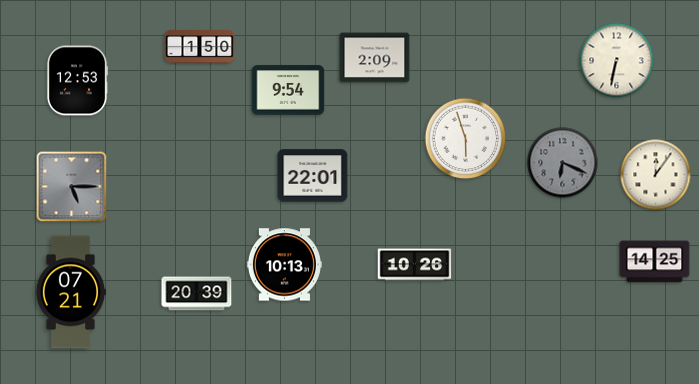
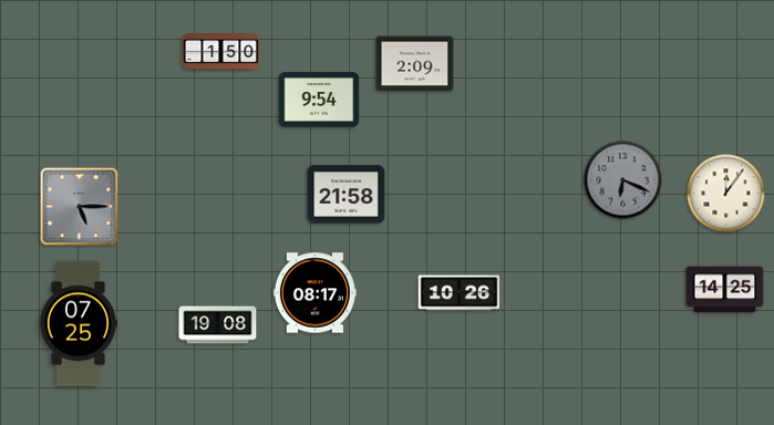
clock at (617, 61): 6:32 -> none
clock at (77, 81): 12:53 -> none
clock at (466, 139): 5:57 -> none
clock at (313, 176): 22:01 -> 21:58
clock at (284, 265): 10:13 -> 08:17
clock at (71, 292): 07:21 -> 07:25
clock at (197, 294): 20:39 -> 19:08
